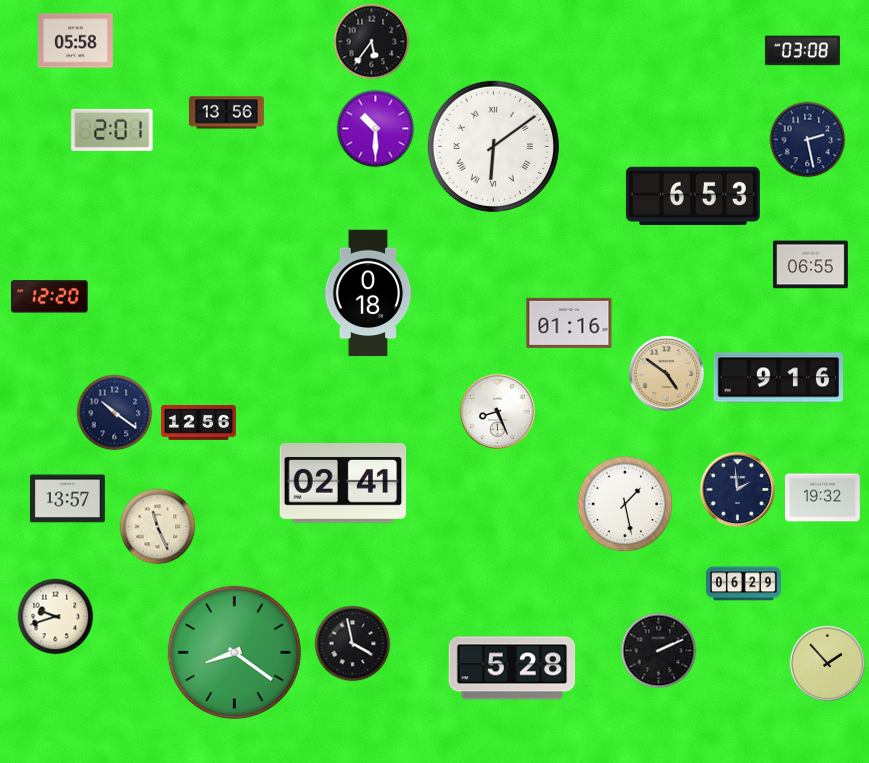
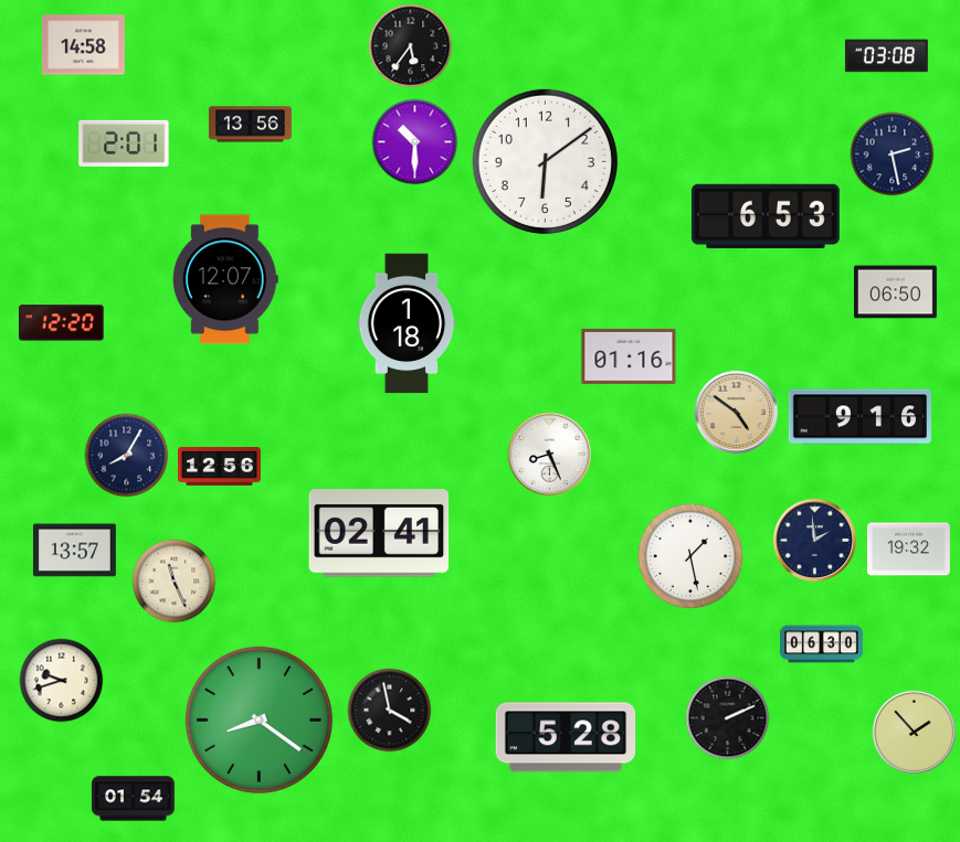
clock at (75, 41): 05:58 -> 14:58
clock at (493, 146) numerals: Roman -> Arabic
clock at (225, 279): none -> 12:07
clock at (810, 265): 06:55 -> 06:50
clock at (368, 293): 0:18 -> 1:18
clock at (50, 297) position: (50, 297) -> (62, 323)
clock at (115, 413): 10:21 -> 8:05
clock at (744, 584): 06:29 -> 06:30
clock at (133, 799): none -> 01:54
